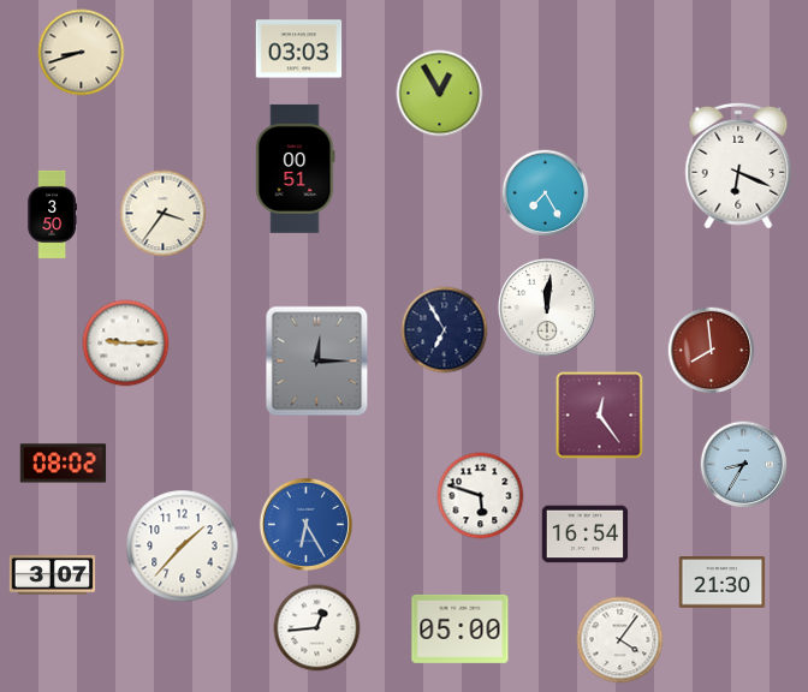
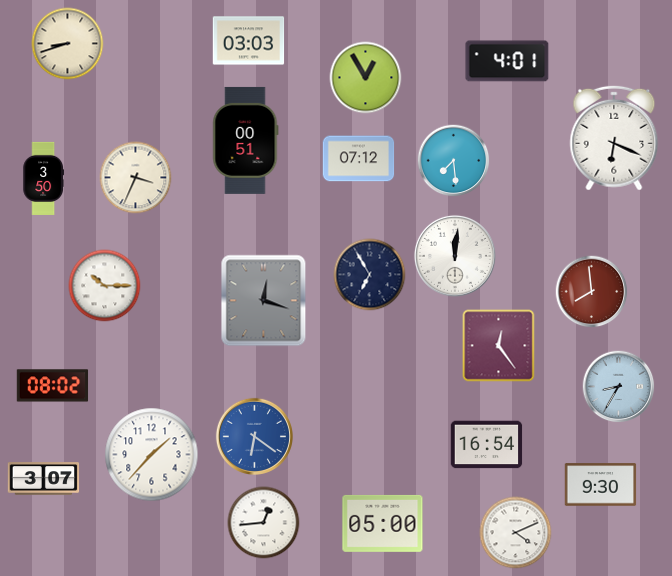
clock at (507, 61): none -> 4:01
clock at (359, 159): none -> 07:12
clock at (546, 193): 7:25 -> 7:29
clock at (164, 214): 3:36 -> 3:34
clock at (126, 344): 9:15 -> 10:15
clock at (317, 362): 12:15 -> 12:18
clock at (481, 496): 5:48 -> none
clock at (305, 524): 6:25 -> 6:21
clock at (723, 583): 21:30 -> 9:30
clock at (620, 640): 4:06 -> 4:11
